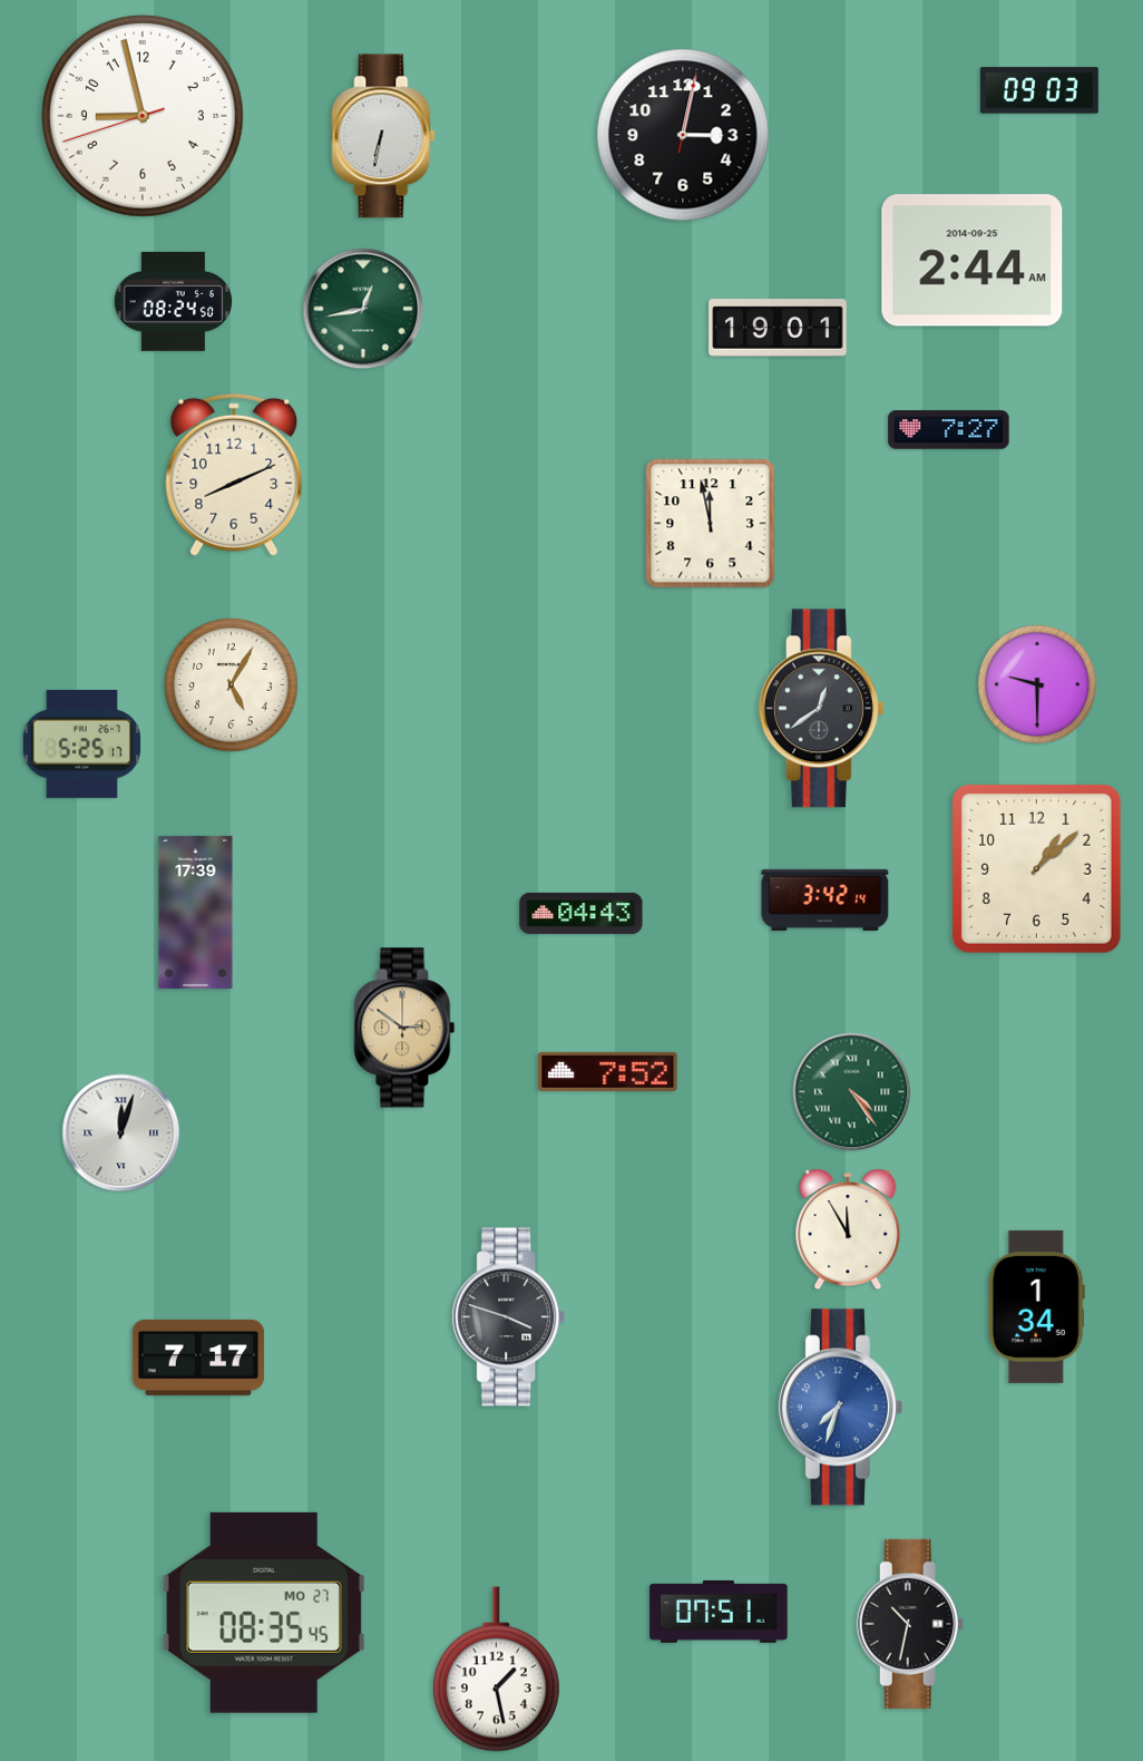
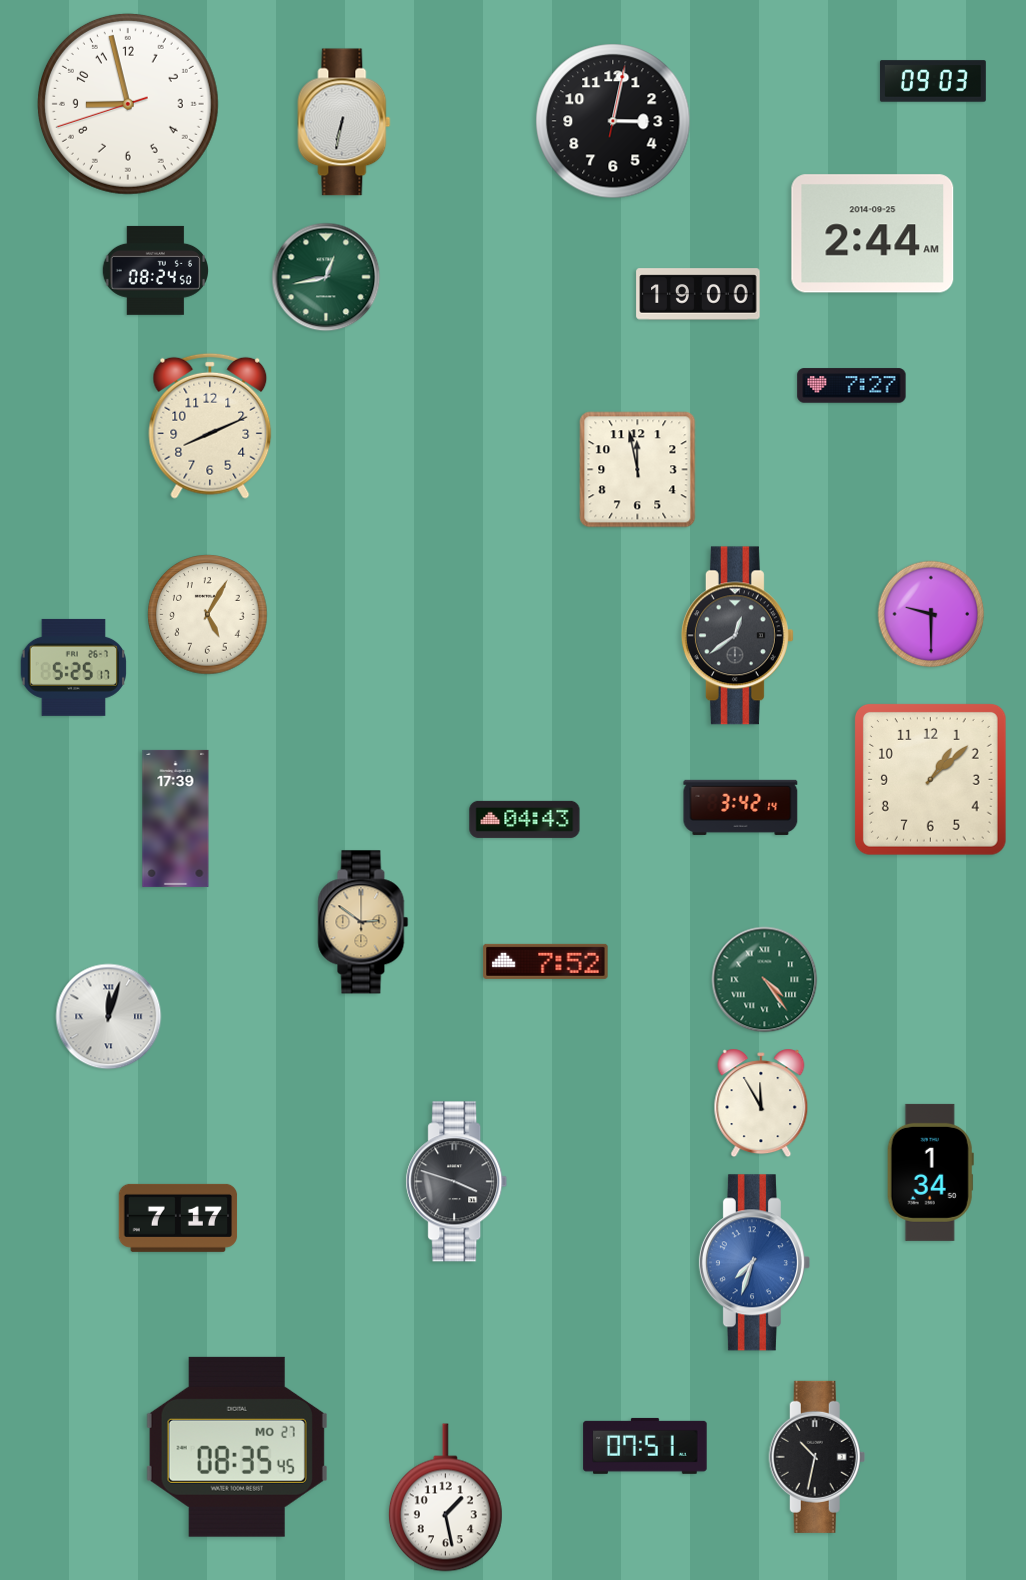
clock at (778, 328): 19:01 -> 19:00
clock at (582, 913) position: (582, 913) -> (525, 819)
